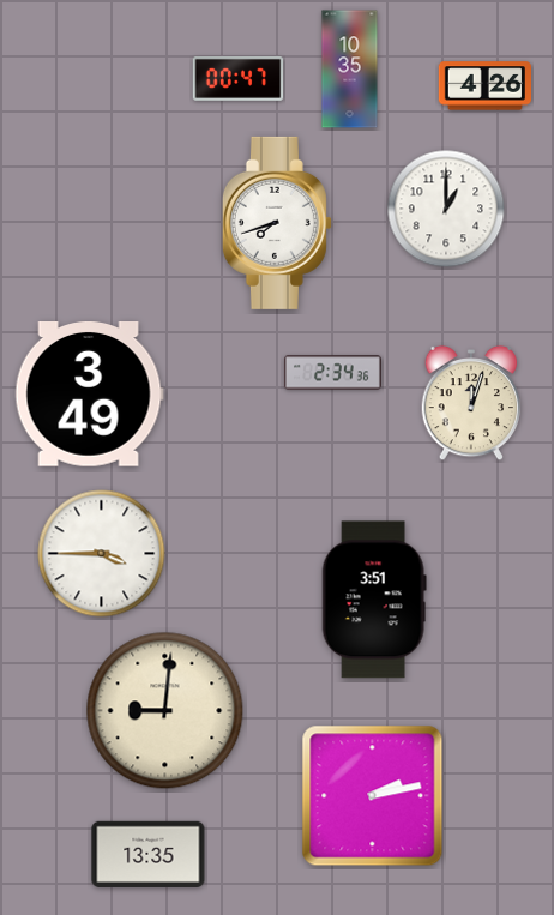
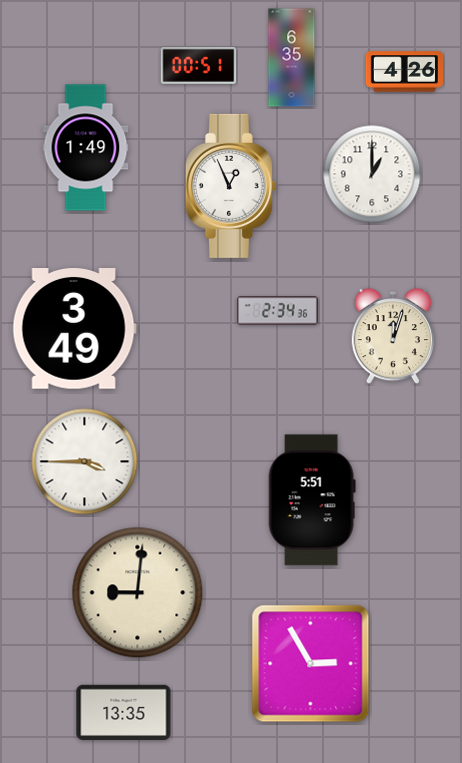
clock at (350, 70): 10:35 -> 6:35
clock at (239, 78): 00:47 -> 00:51
clock at (86, 148): none -> 1:49
clock at (277, 223): 7:42 -> 12:56
clock at (374, 600): 3:51 -> 5:51
clock at (373, 796): 2:13 -> 2:55
